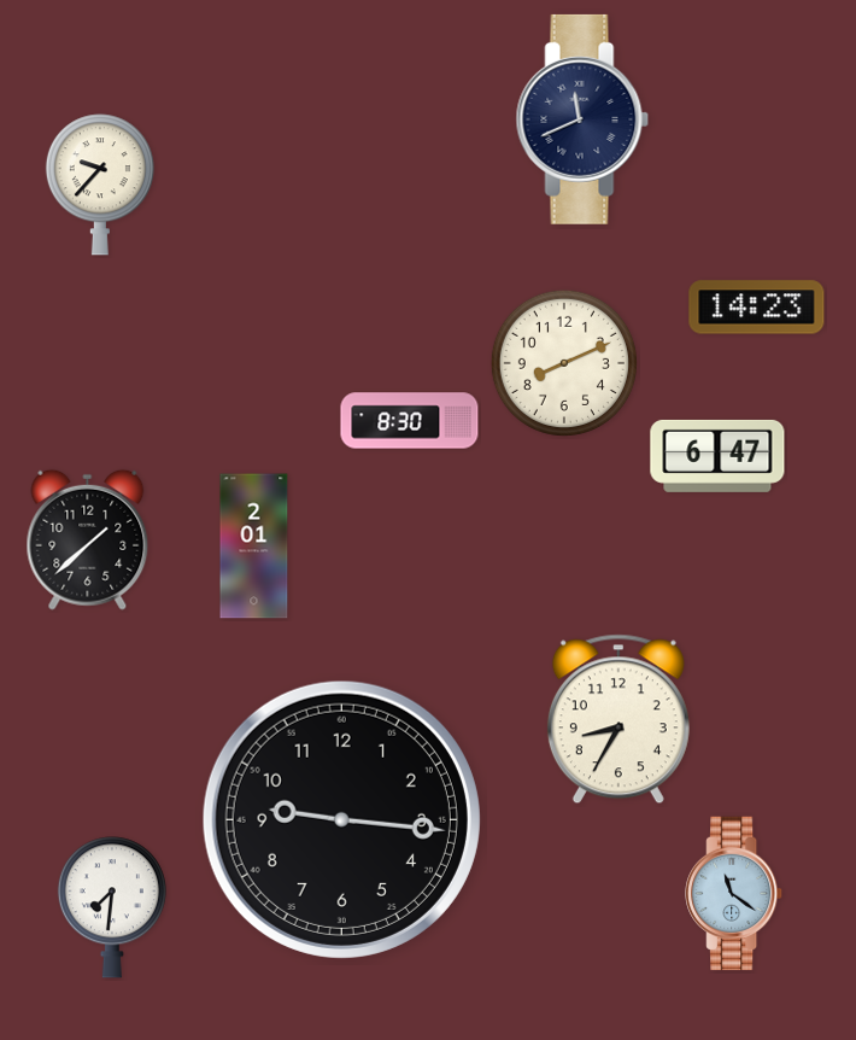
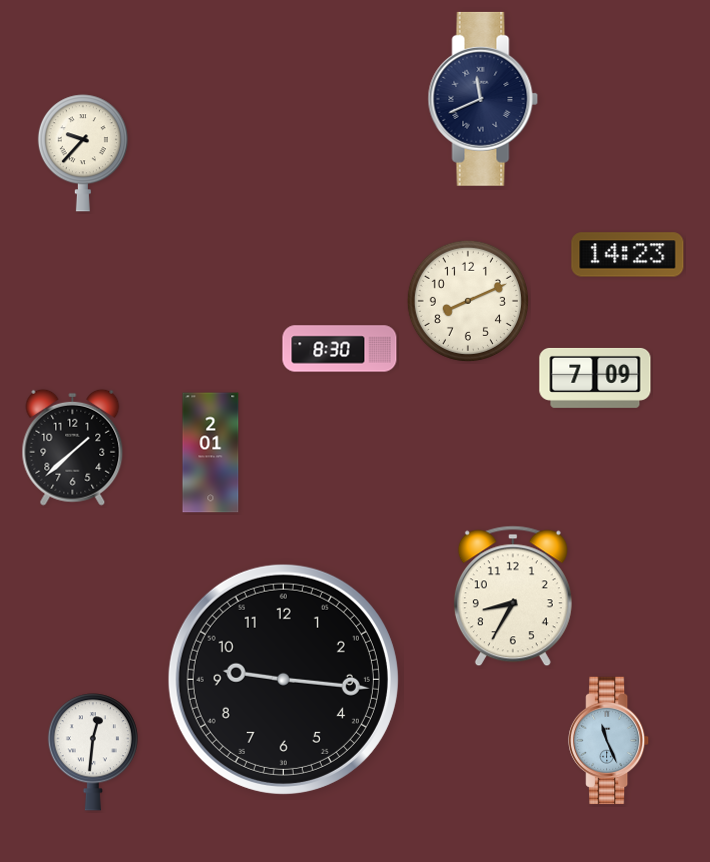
clock at (717, 456): 6:47 -> 7:09
clock at (734, 894): 11:21 -> 11:26
clock at (112, 907): 7:31 -> 12:31
